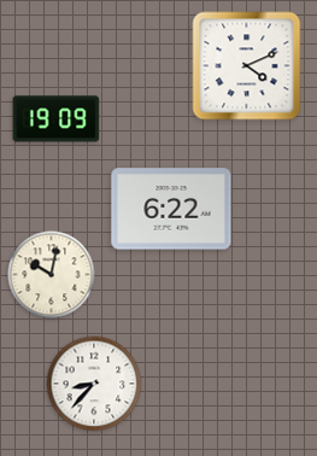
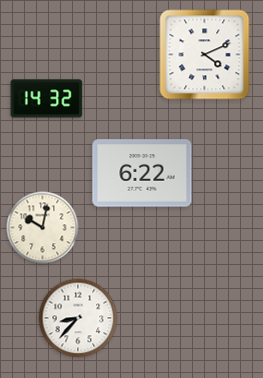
clock at (57, 119): 19:09 -> 14:32
